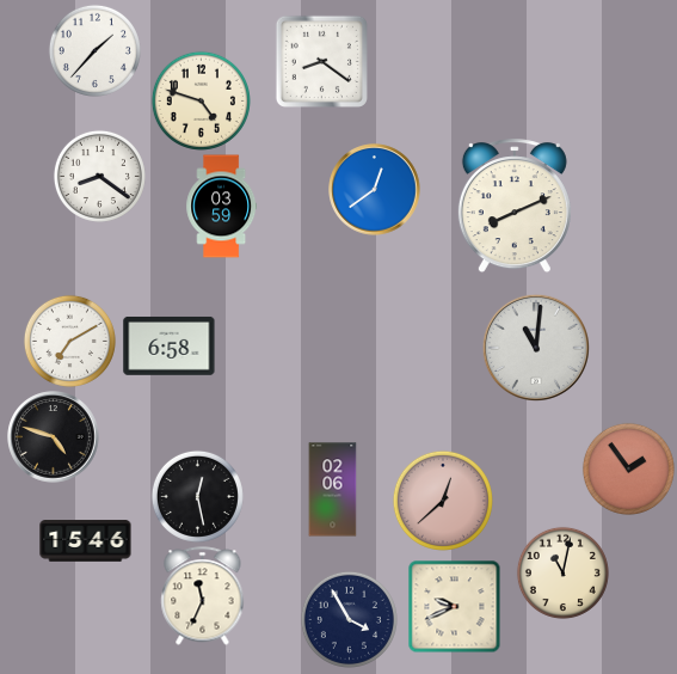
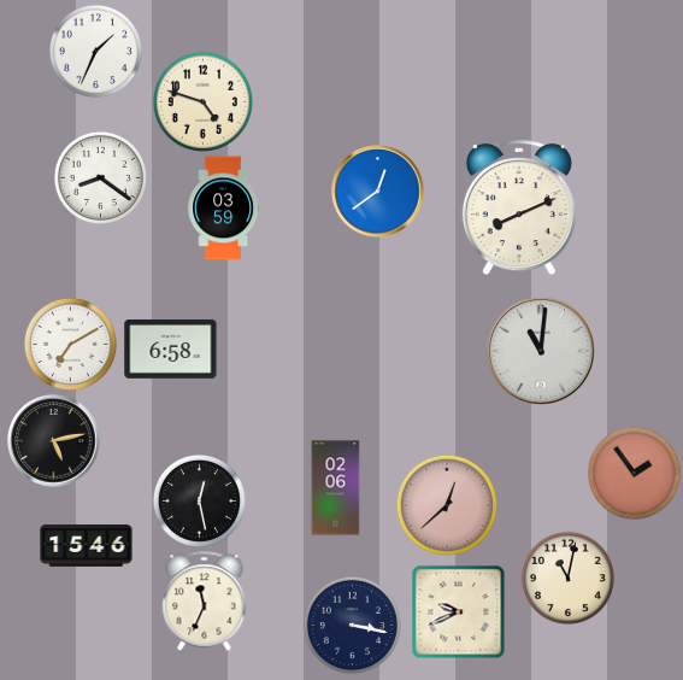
clock at (94, 50): 1:37 -> 1:34
clock at (321, 61): 8:21 -> none
clock at (54, 437): 4:48 -> 5:13
clock at (333, 490) position: (333, 490) -> (336, 488)
clock at (349, 619): 3:55 -> 3:17
